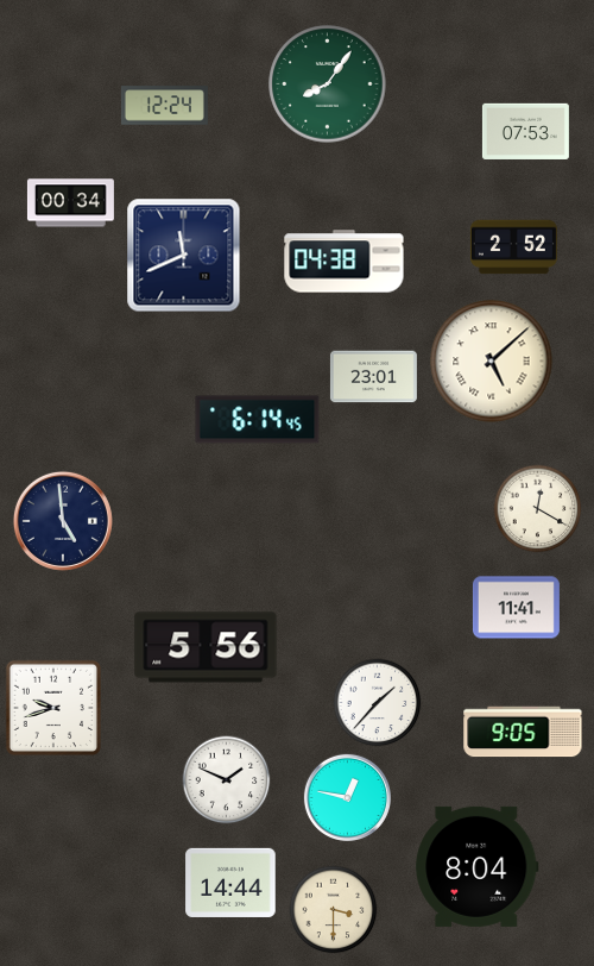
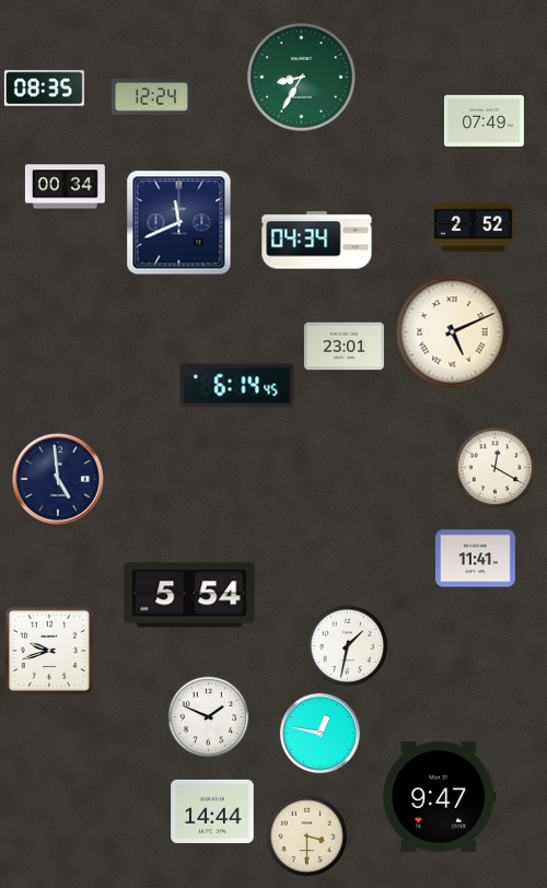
clock at (328, 84): 8:06 -> 8:35
clock at (44, 89): none -> 08:35
clock at (525, 131): 07:53 -> 07:49
clock at (184, 256) position: (184, 256) -> (179, 223)
clock at (345, 262): 04:38 -> 04:34
clock at (492, 362): 5:08 -> 5:11
clock at (206, 647): 5:56 -> 5:54
clock at (378, 703): 1:37 -> 1:32
clock at (523, 732): 9:05 -> none
clock at (478, 866): 8:04 -> 9:47
